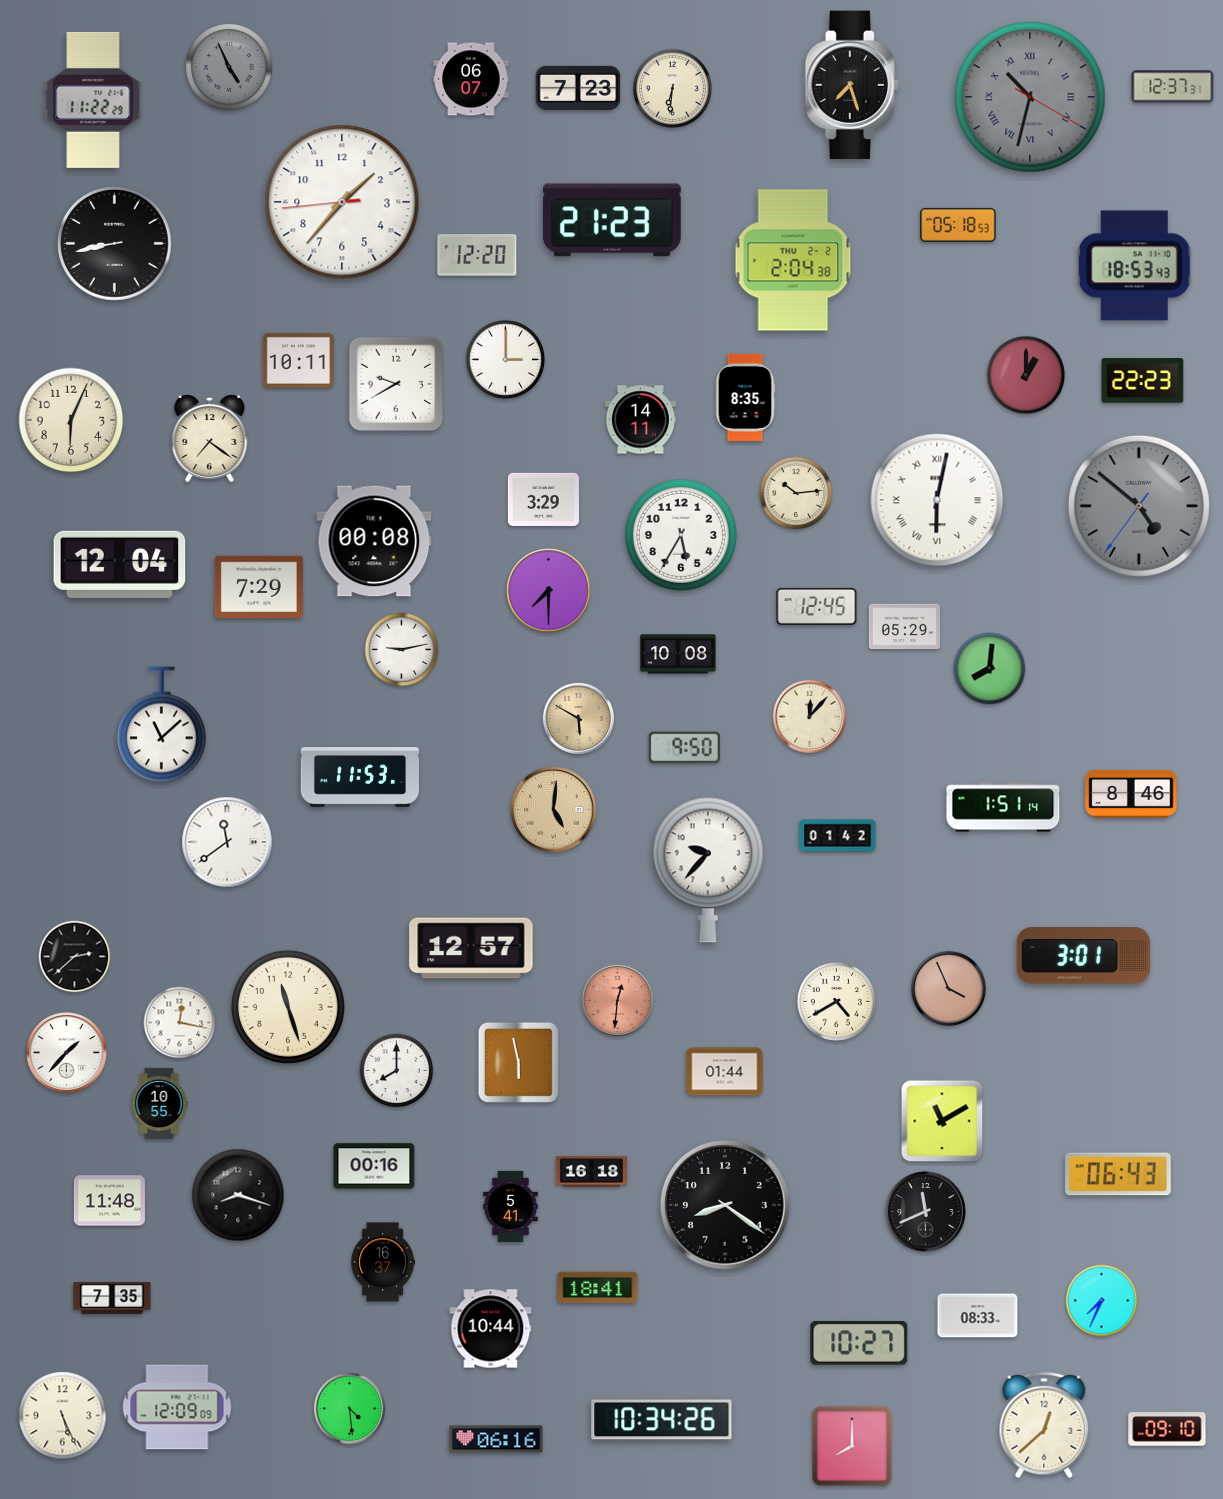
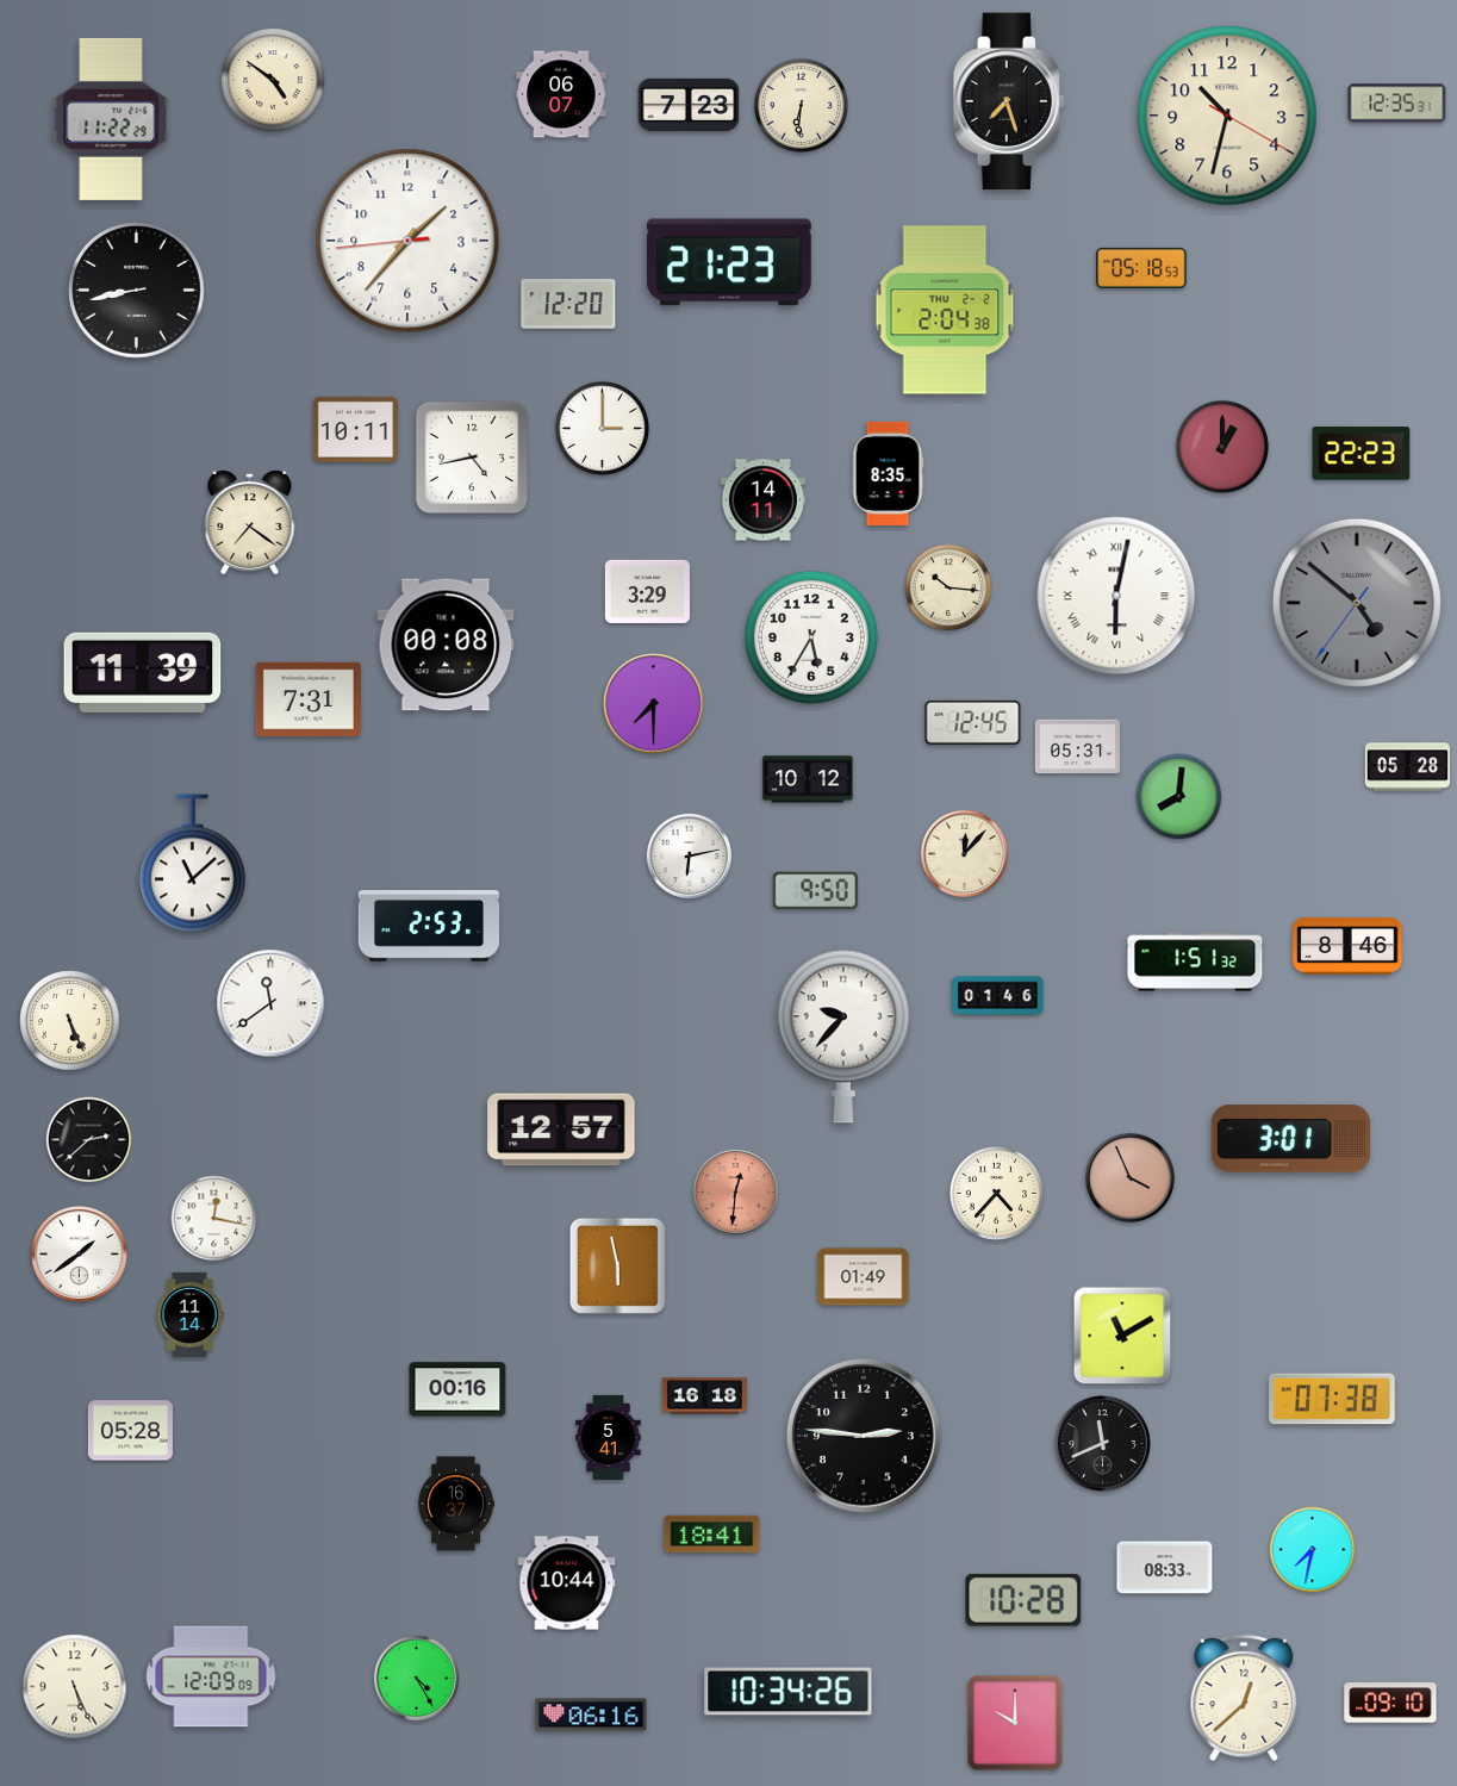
clock at (229, 67): 4:56 -> 4:51
clock at (229, 67) dial: grey -> cream
clock at (852, 85) position: (852, 85) -> (1009, 101)
clock at (1173, 87): 12:37 -> 12:35
clock at (1030, 97) dial: grey -> cream
clock at (1030, 97) numerals: Roman -> Arabic
clock at (1134, 266): 18:53 -> none
clock at (396, 384): 9:40 -> 4:43
clock at (71, 420): 6:04 -> none
clock at (796, 493): 10:14 -> 10:16
clock at (543, 499) position: (543, 499) -> (647, 591)
clock at (120, 564): 12:04 -> 11:39
clock at (259, 587): 7:29 -> 7:31
clock at (904, 627): 05:29 -> 05:31
clock at (1407, 767): none -> 05:28
clock at (402, 650): 9:13 -> none
clock at (678, 654): 10:08 -> 10:12
clock at (578, 718): 5:50 -> 6:13
clock at (578, 718) dial: champagne -> white
clock at (359, 778): 11:53 -> 2:53
clock at (1003, 807): 1:51:14 -> 1:51:32
clock at (554, 810): 5:01 -> none
clock at (838, 836): 01:42 -> 01:46
clock at (70, 1021): none -> 5:26
clock at (836, 1001): 4:40 -> 4:37
clock at (288, 1007): 11:27 -> none
clock at (67, 1053): 1:37 -> 1:39
clock at (397, 1071): 8:00 -> none
clock at (725, 1072): 01:44 -> 01:49
clock at (159, 1103): 10:55 -> 11:14
clock at (374, 1166) position: (374, 1166) -> (457, 1389)
clock at (1118, 1174): 06:43 -> 07:38
clock at (238, 1195): 8:18 -> none
clock at (109, 1201): 11:48 -> 05:28
clock at (725, 1205): 8:21 -> 2:46
clock at (112, 1298): 7:35 -> none
clock at (1102, 1301): 7:34 -> 7:32
clock at (491, 1329) position: (491, 1329) -> (567, 1583)
clock at (859, 1343): 10:27 -> 10:28
clock at (349, 1408): 4:29 -> 4:25
clock at (852, 1446): 8:00 -> 10:00
